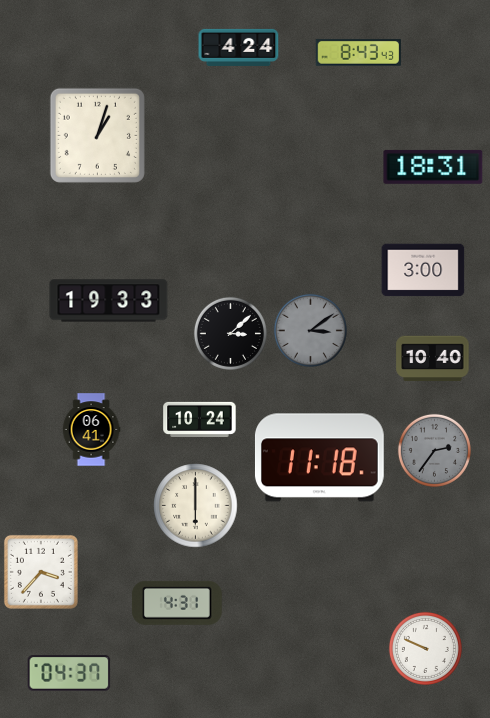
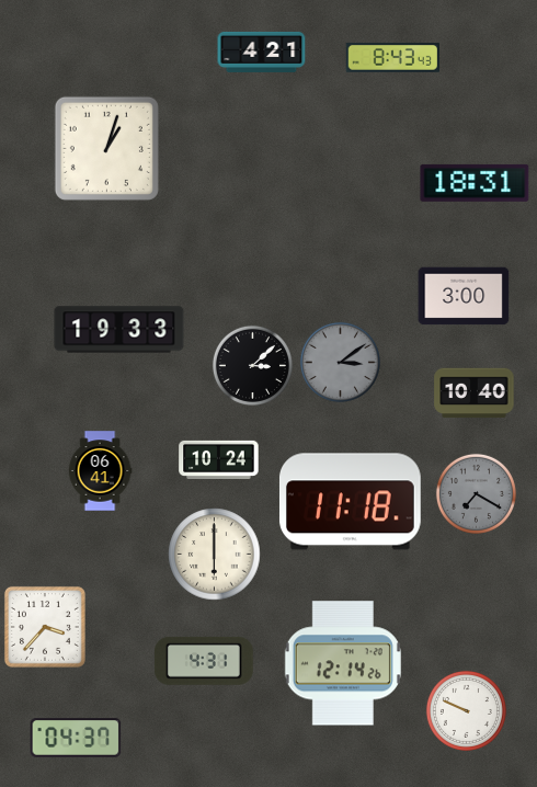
clock at (239, 47): 4:24 -> 4:21
clock at (434, 450): 2:36 -> 7:20
clock at (177, 603) position: (177, 603) -> (204, 661)
clock at (343, 663): none -> 12:14
